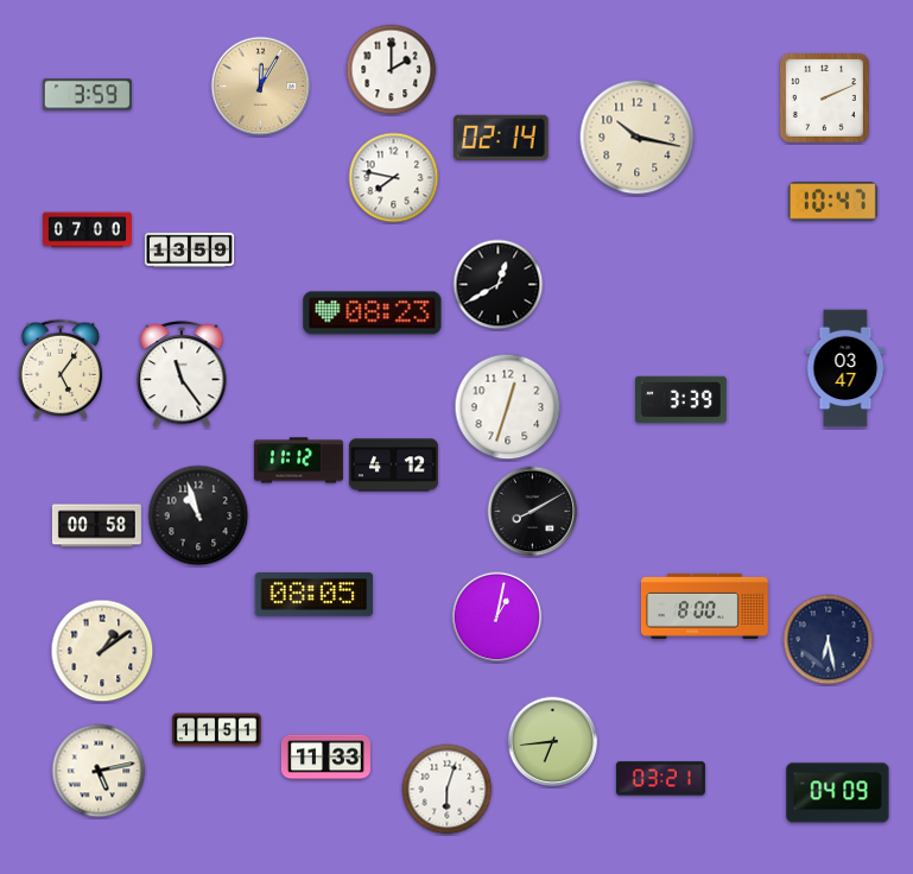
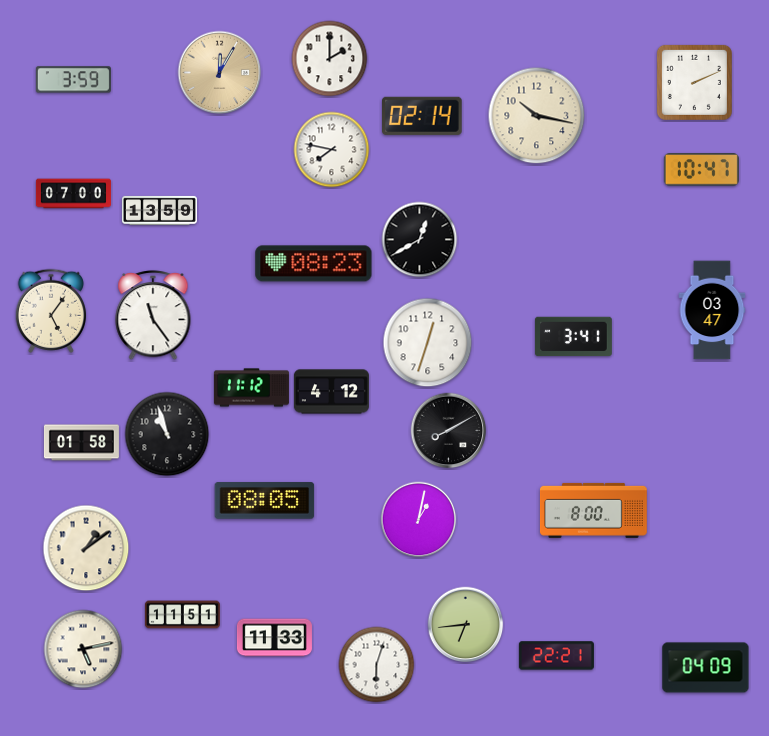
clock at (680, 400): 3:39 -> 3:41
clock at (96, 526): 00:58 -> 01:58
clock at (829, 640): 6:28 -> none
clock at (660, 779): 03:21 -> 22:21
